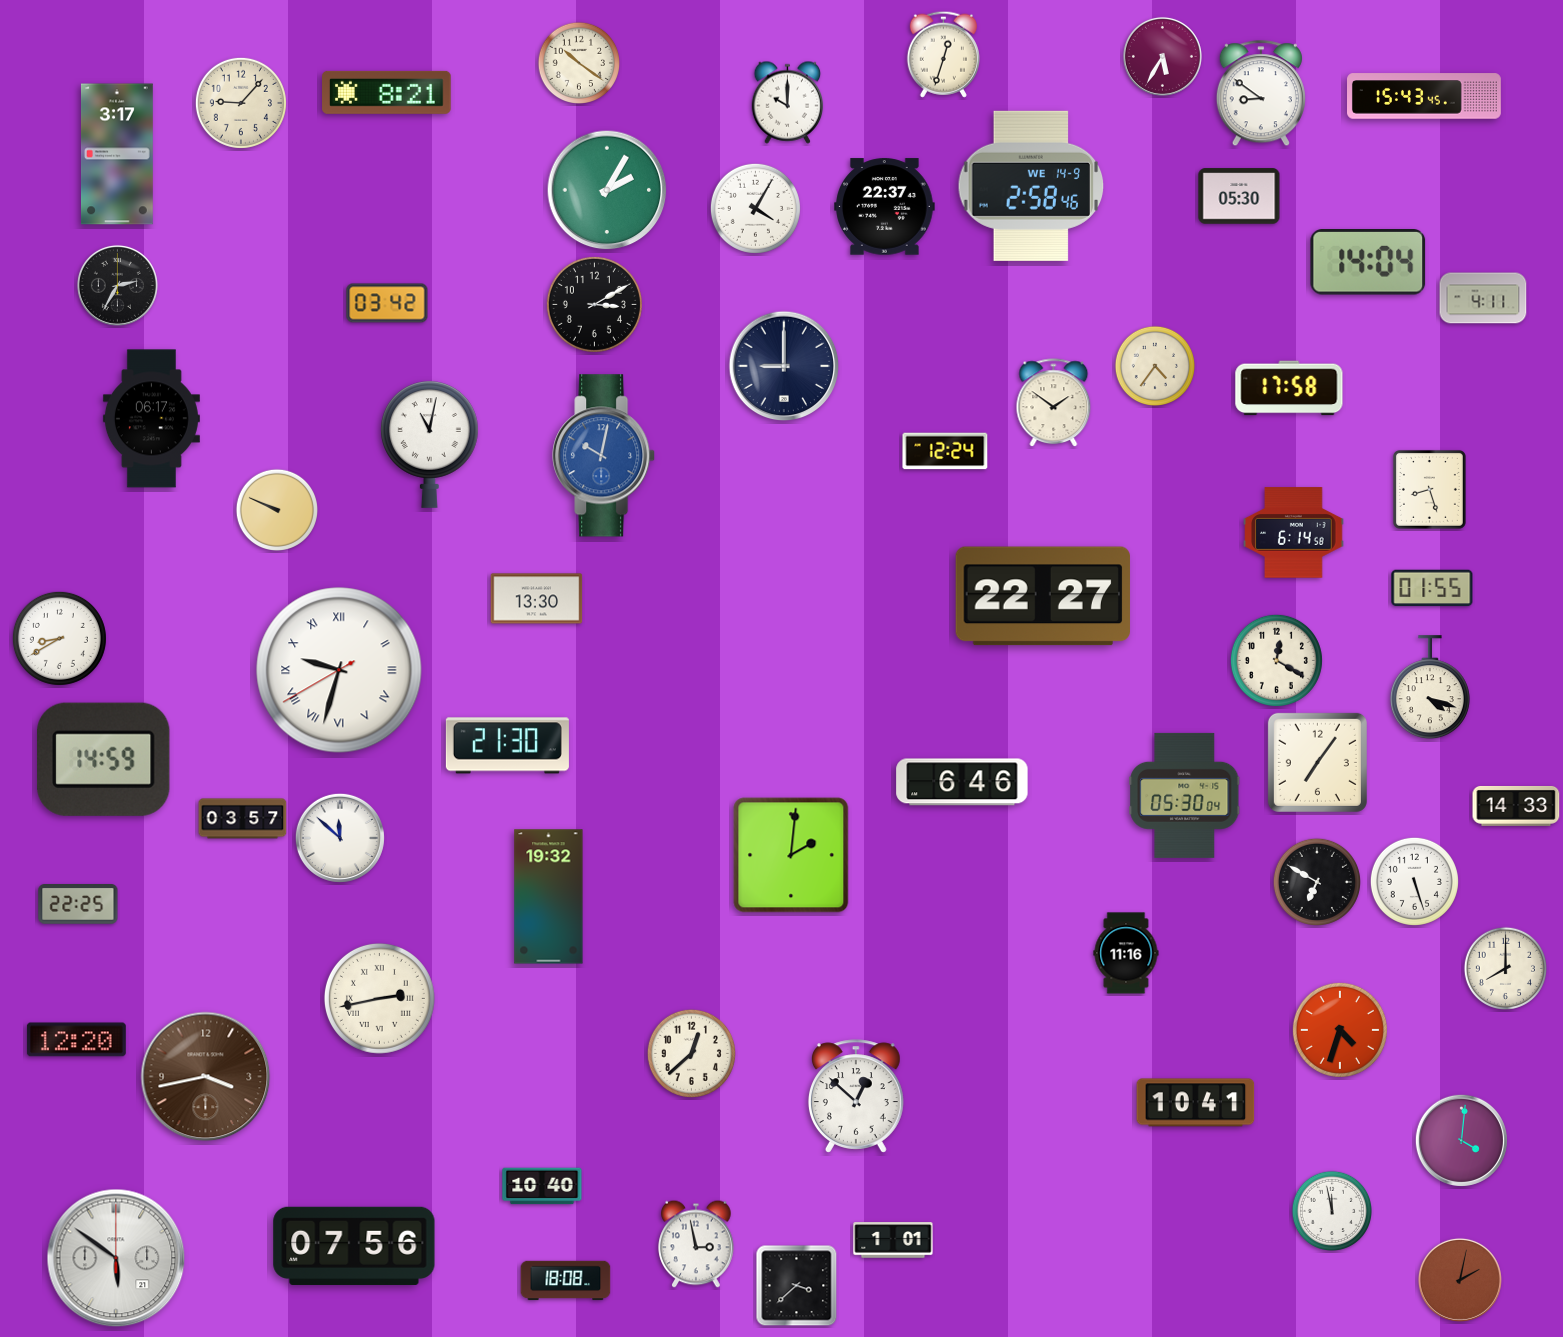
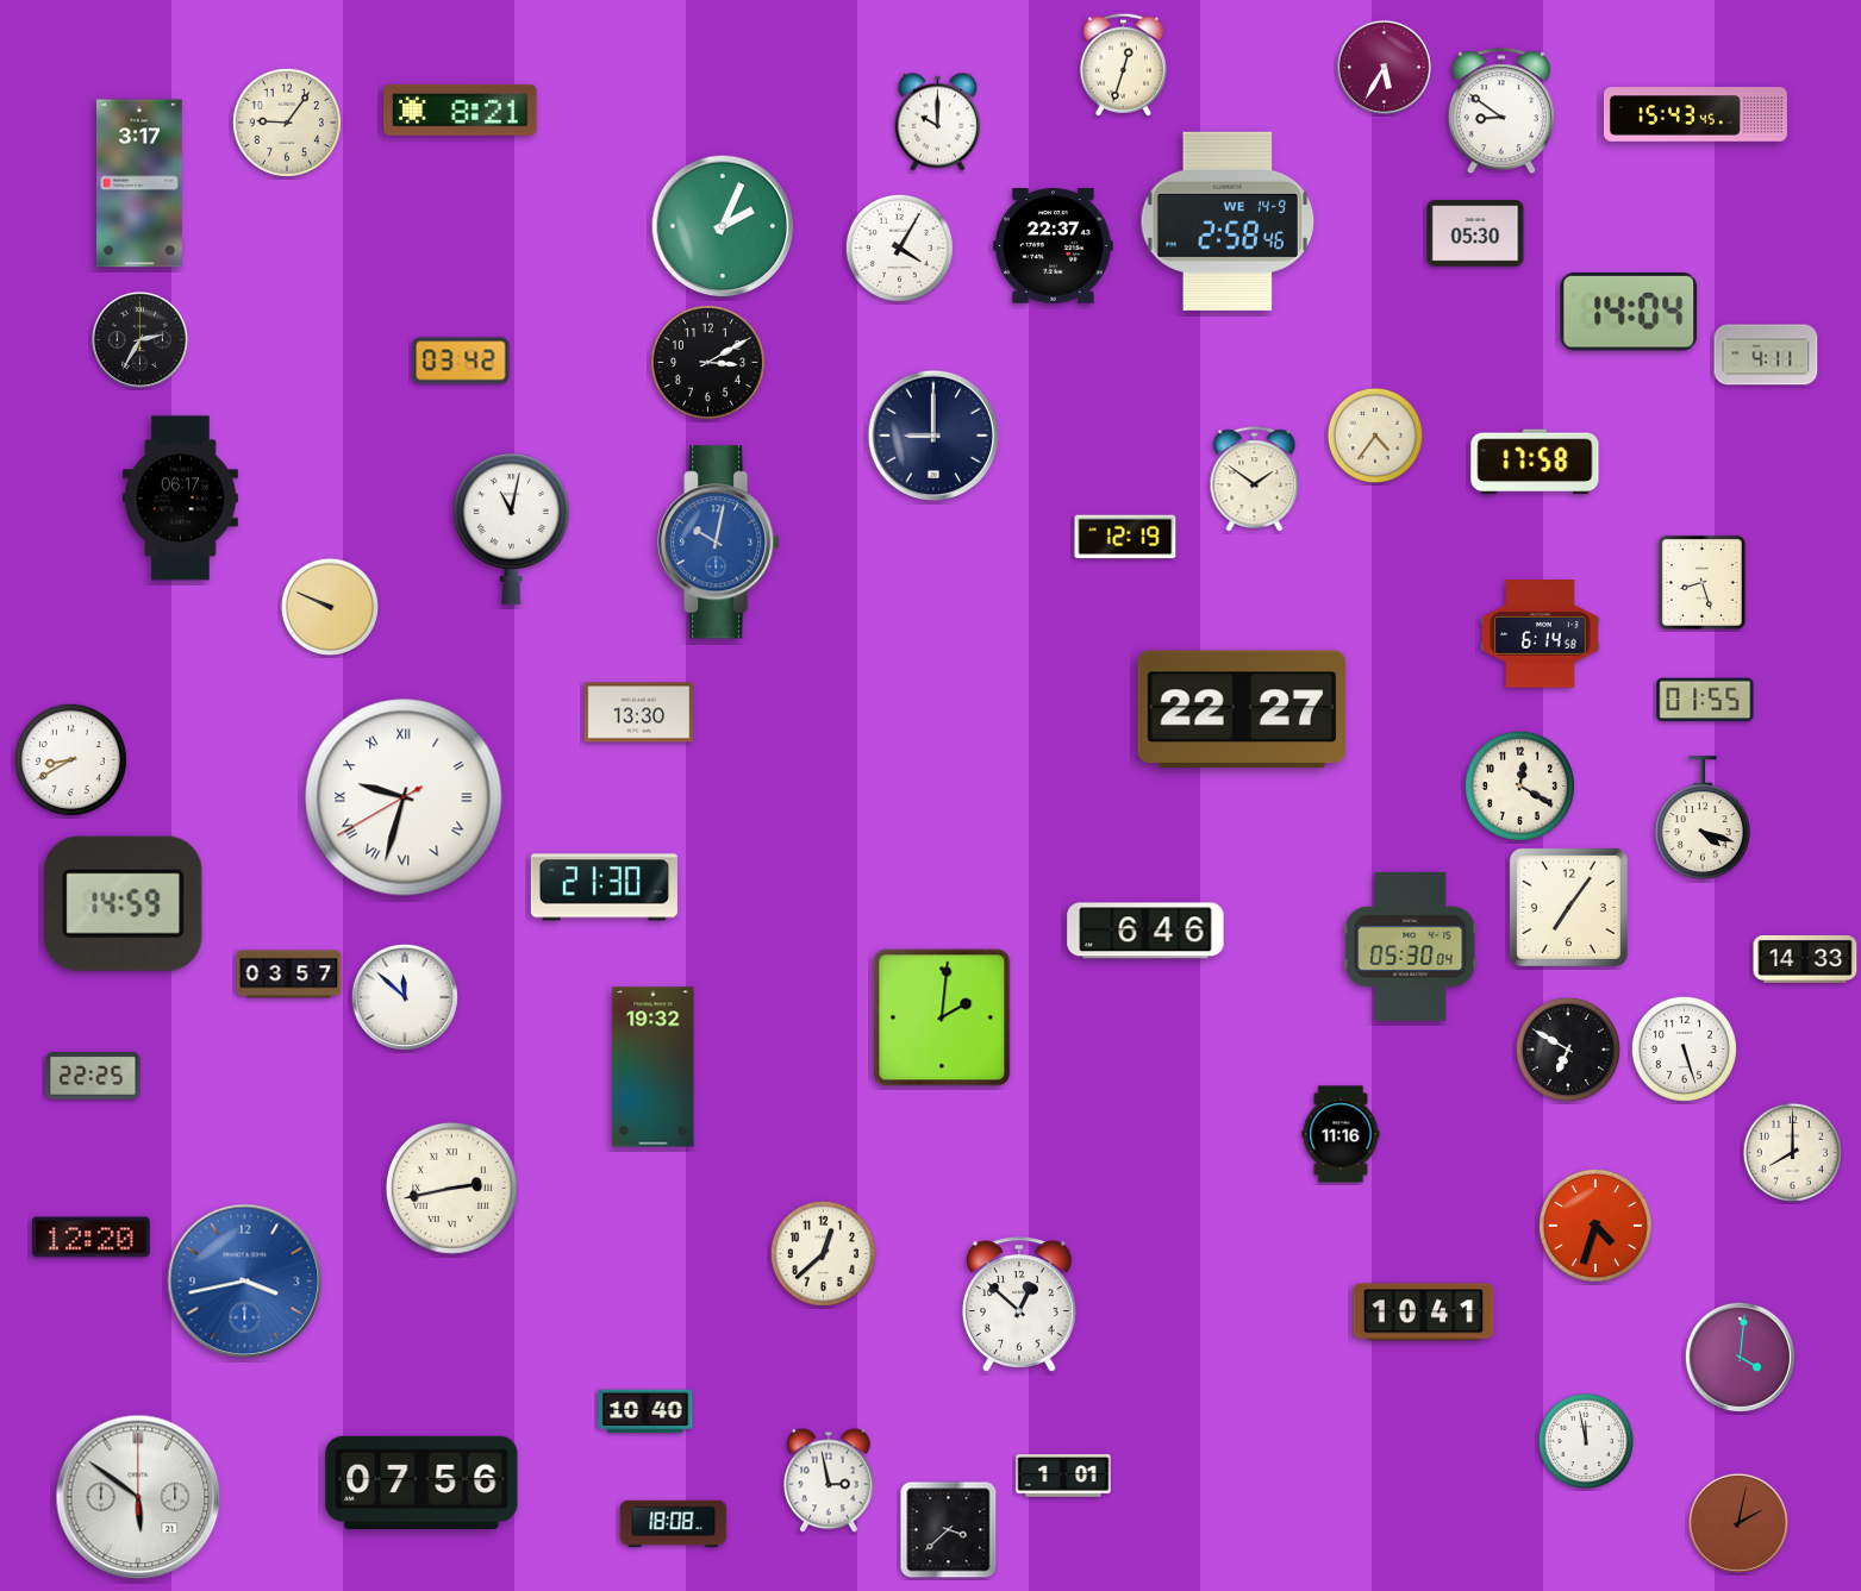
clock at (578, 62): 10:21 -> none
clock at (241, 103): 9:07 -> 9:06
clock at (607, 190): 2:05 -> 2:04
clock at (945, 451): 12:24 -> 12:19
clock at (206, 1077) dial: brown -> blue
